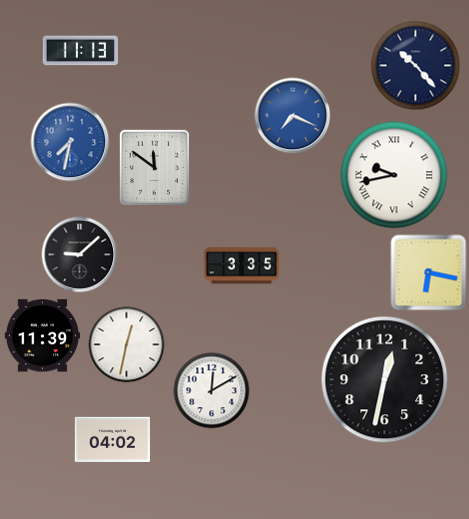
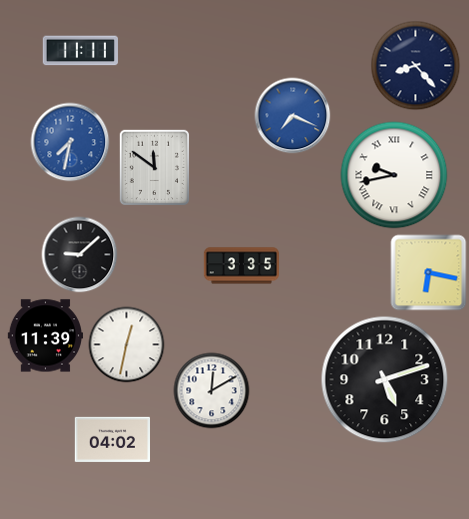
clock at (80, 51): 11:13 -> 11:11
clock at (416, 66): 10:23 -> 8:23
clock at (42, 336) position: (42, 336) -> (45, 336)
clock at (385, 380): 12:32 -> 5:12
